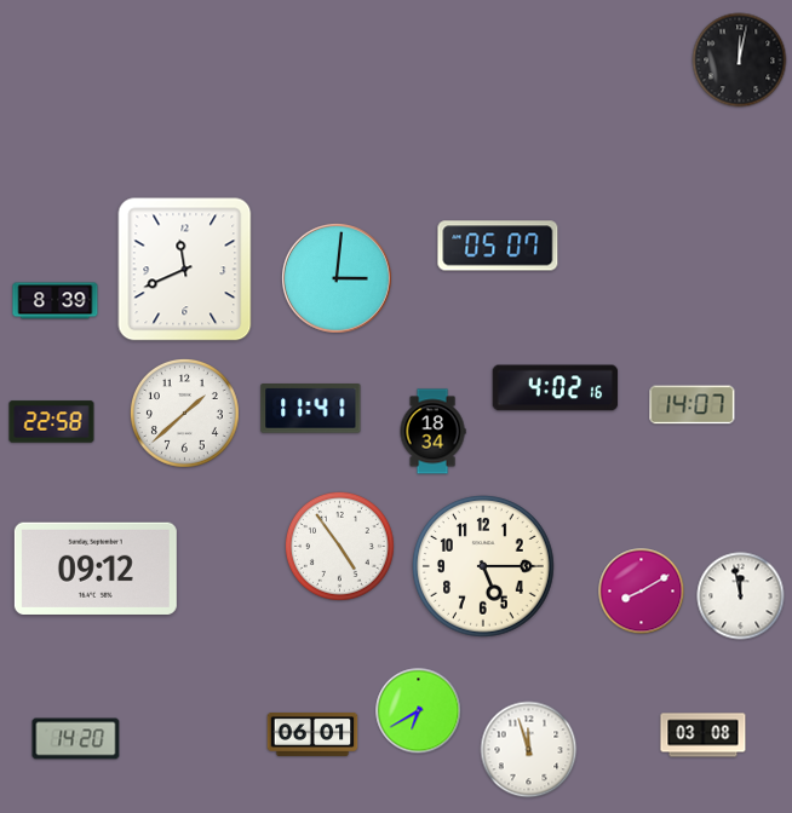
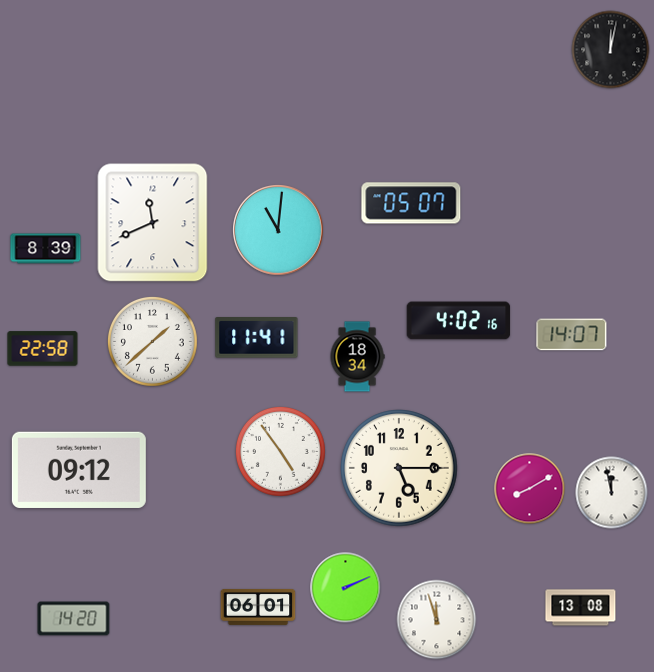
clock at (338, 279): 3:01 -> 11:01
clock at (419, 711): 6:40 -> 2:11
clock at (704, 736): 03:08 -> 13:08
clock at (76, 739) position: (76, 739) -> (74, 619)
